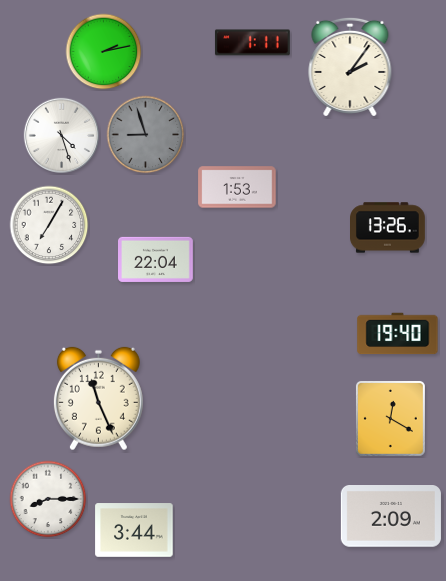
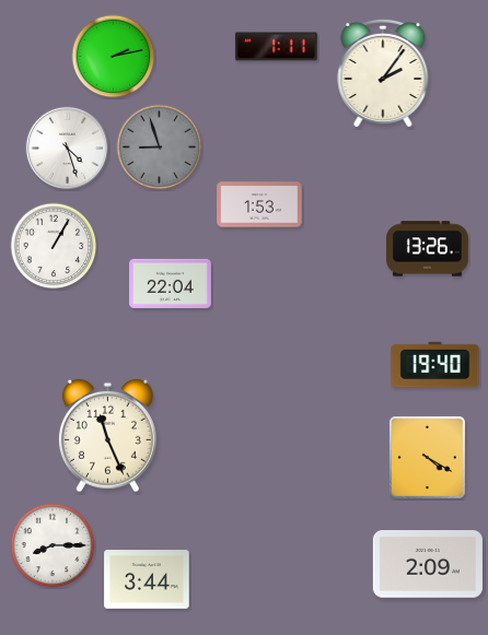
clock at (49, 225): 7:05 -> 1:05
clock at (388, 228) position: (388, 228) -> (428, 249)
clock at (390, 418): 12:20 -> 4:20
